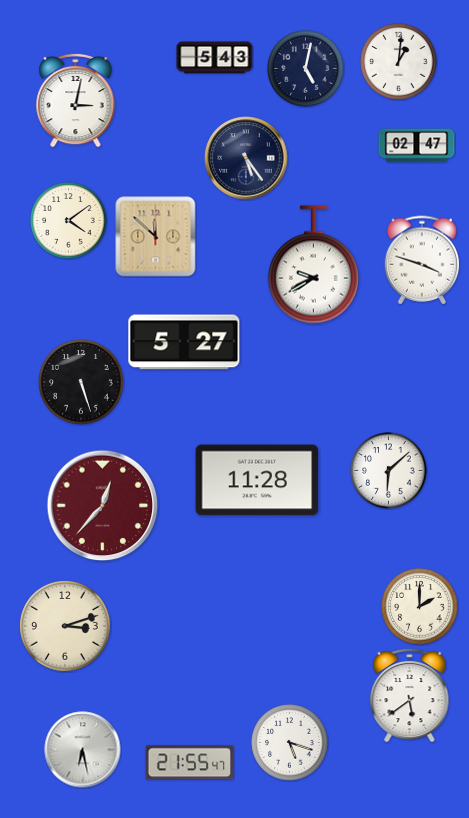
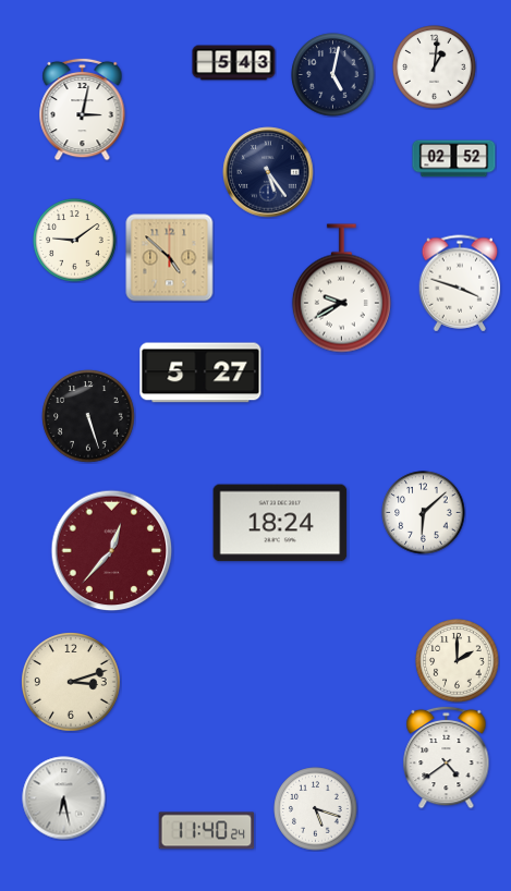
clock at (417, 146): 02:47 -> 02:52
clock at (69, 221): 4:09 -> 9:09
clock at (156, 237): 11:52 -> 4:52
clock at (257, 480): 11:28 -> 18:24
clock at (410, 695): 5:39 -> 4:39
clock at (83, 750) position: (83, 750) -> (64, 798)
clock at (190, 763): 21:55 -> 11:40
